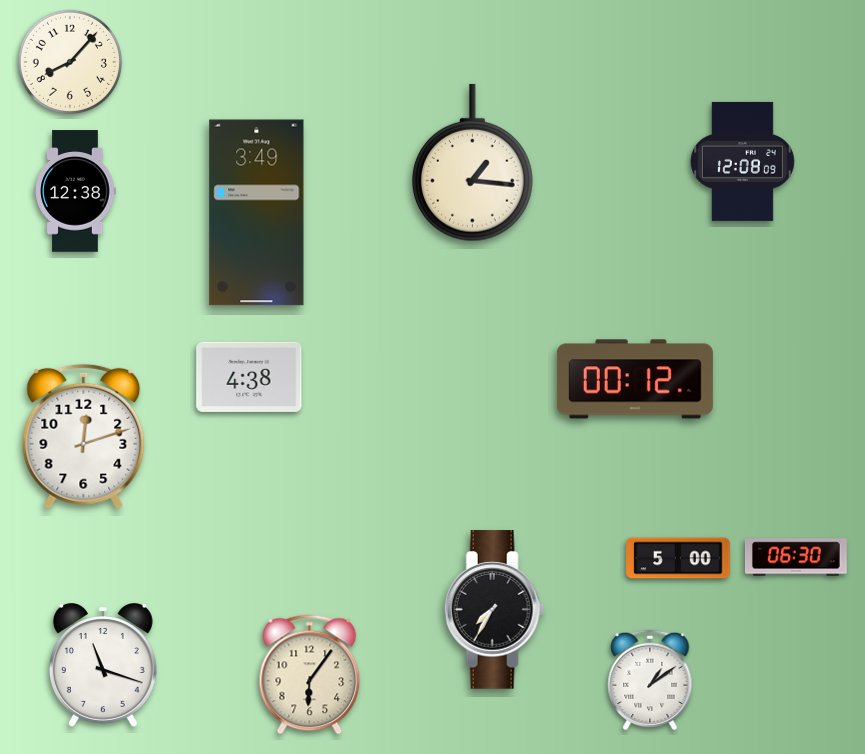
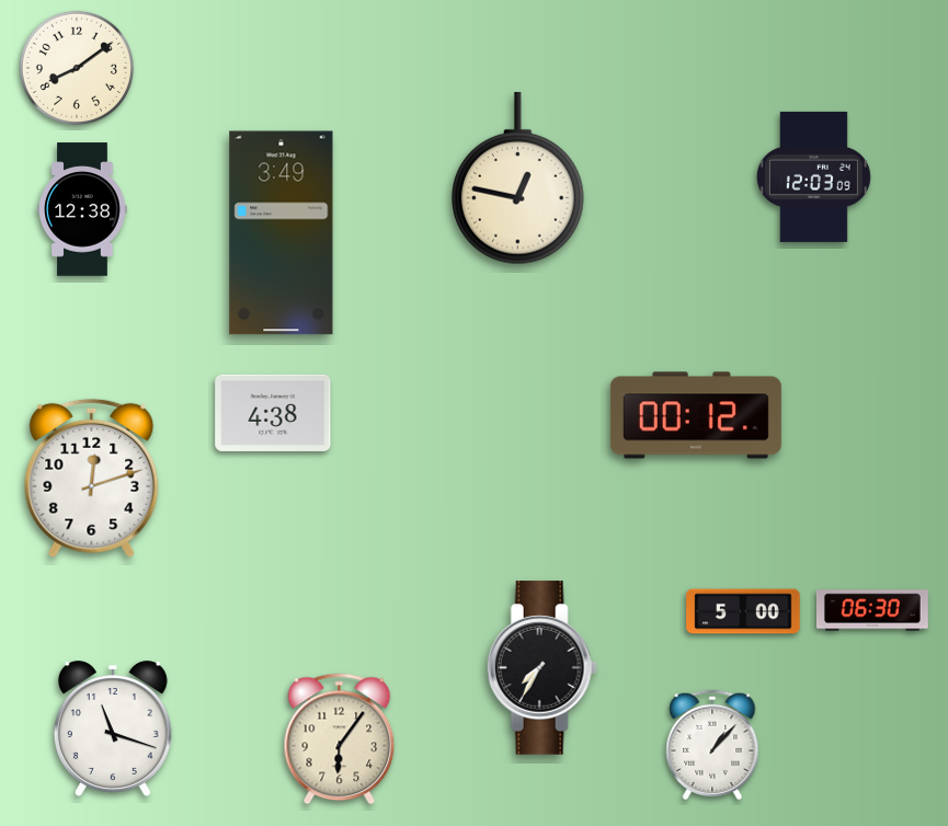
clock at (70, 62): 8:07 -> 8:09
clock at (742, 161): 12:08 -> 12:03
clock at (473, 163): 1:16 -> 12:47
clock at (650, 680): 1:09 -> 1:07
